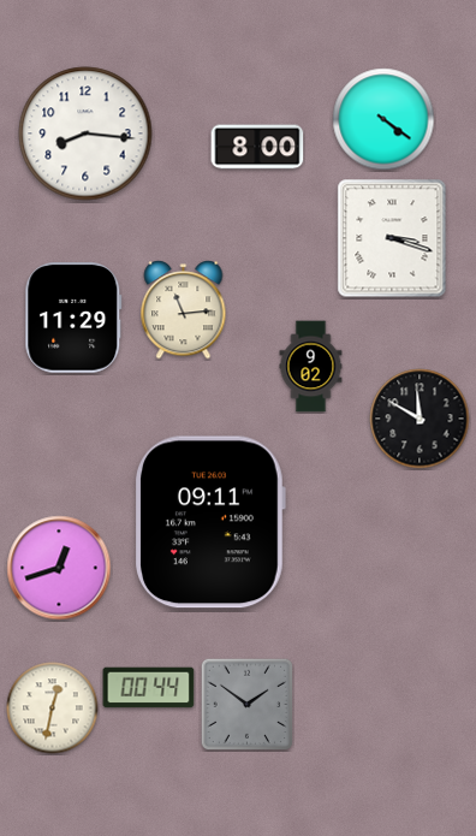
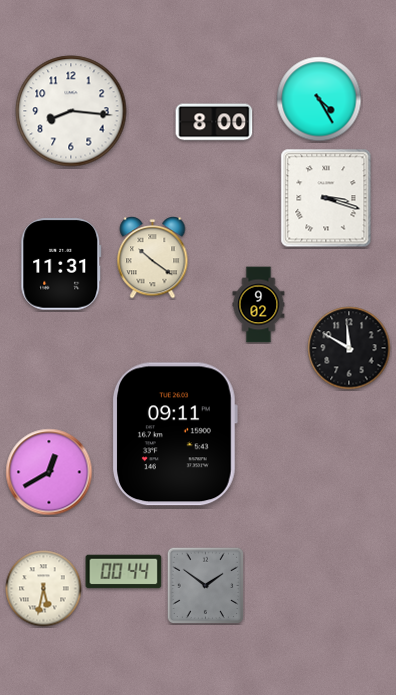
clock at (383, 119): 4:21 -> 4:25
clock at (184, 310): 11:14 -> 10:21
clock at (73, 318): 11:29 -> 11:31
clock at (59, 568): 12:42 -> 12:40
clock at (53, 708): 12:32 -> 5:32
